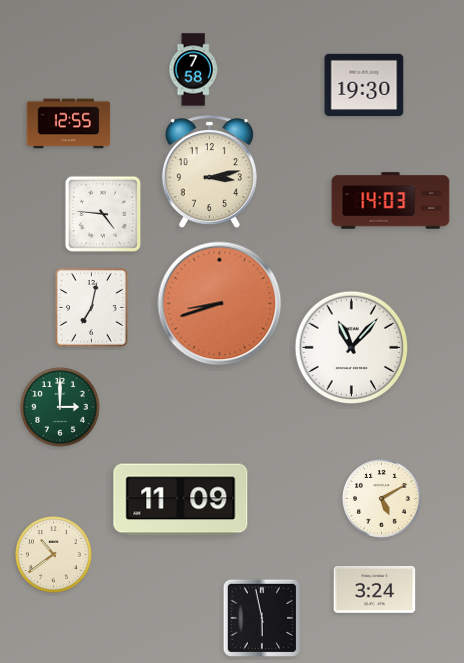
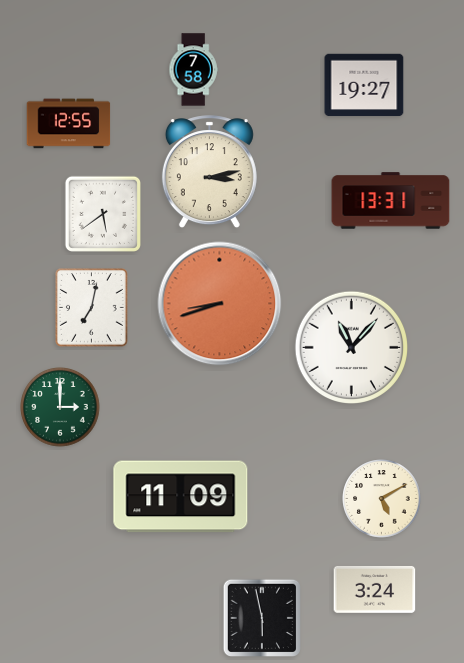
clock at (364, 85): 19:30 -> 19:27
clock at (391, 201): 14:03 -> 13:31
clock at (103, 214): 4:46 -> 5:39
clock at (181, 500) position: (181, 500) -> (181, 497)
clock at (54, 555): 10:39 -> none
